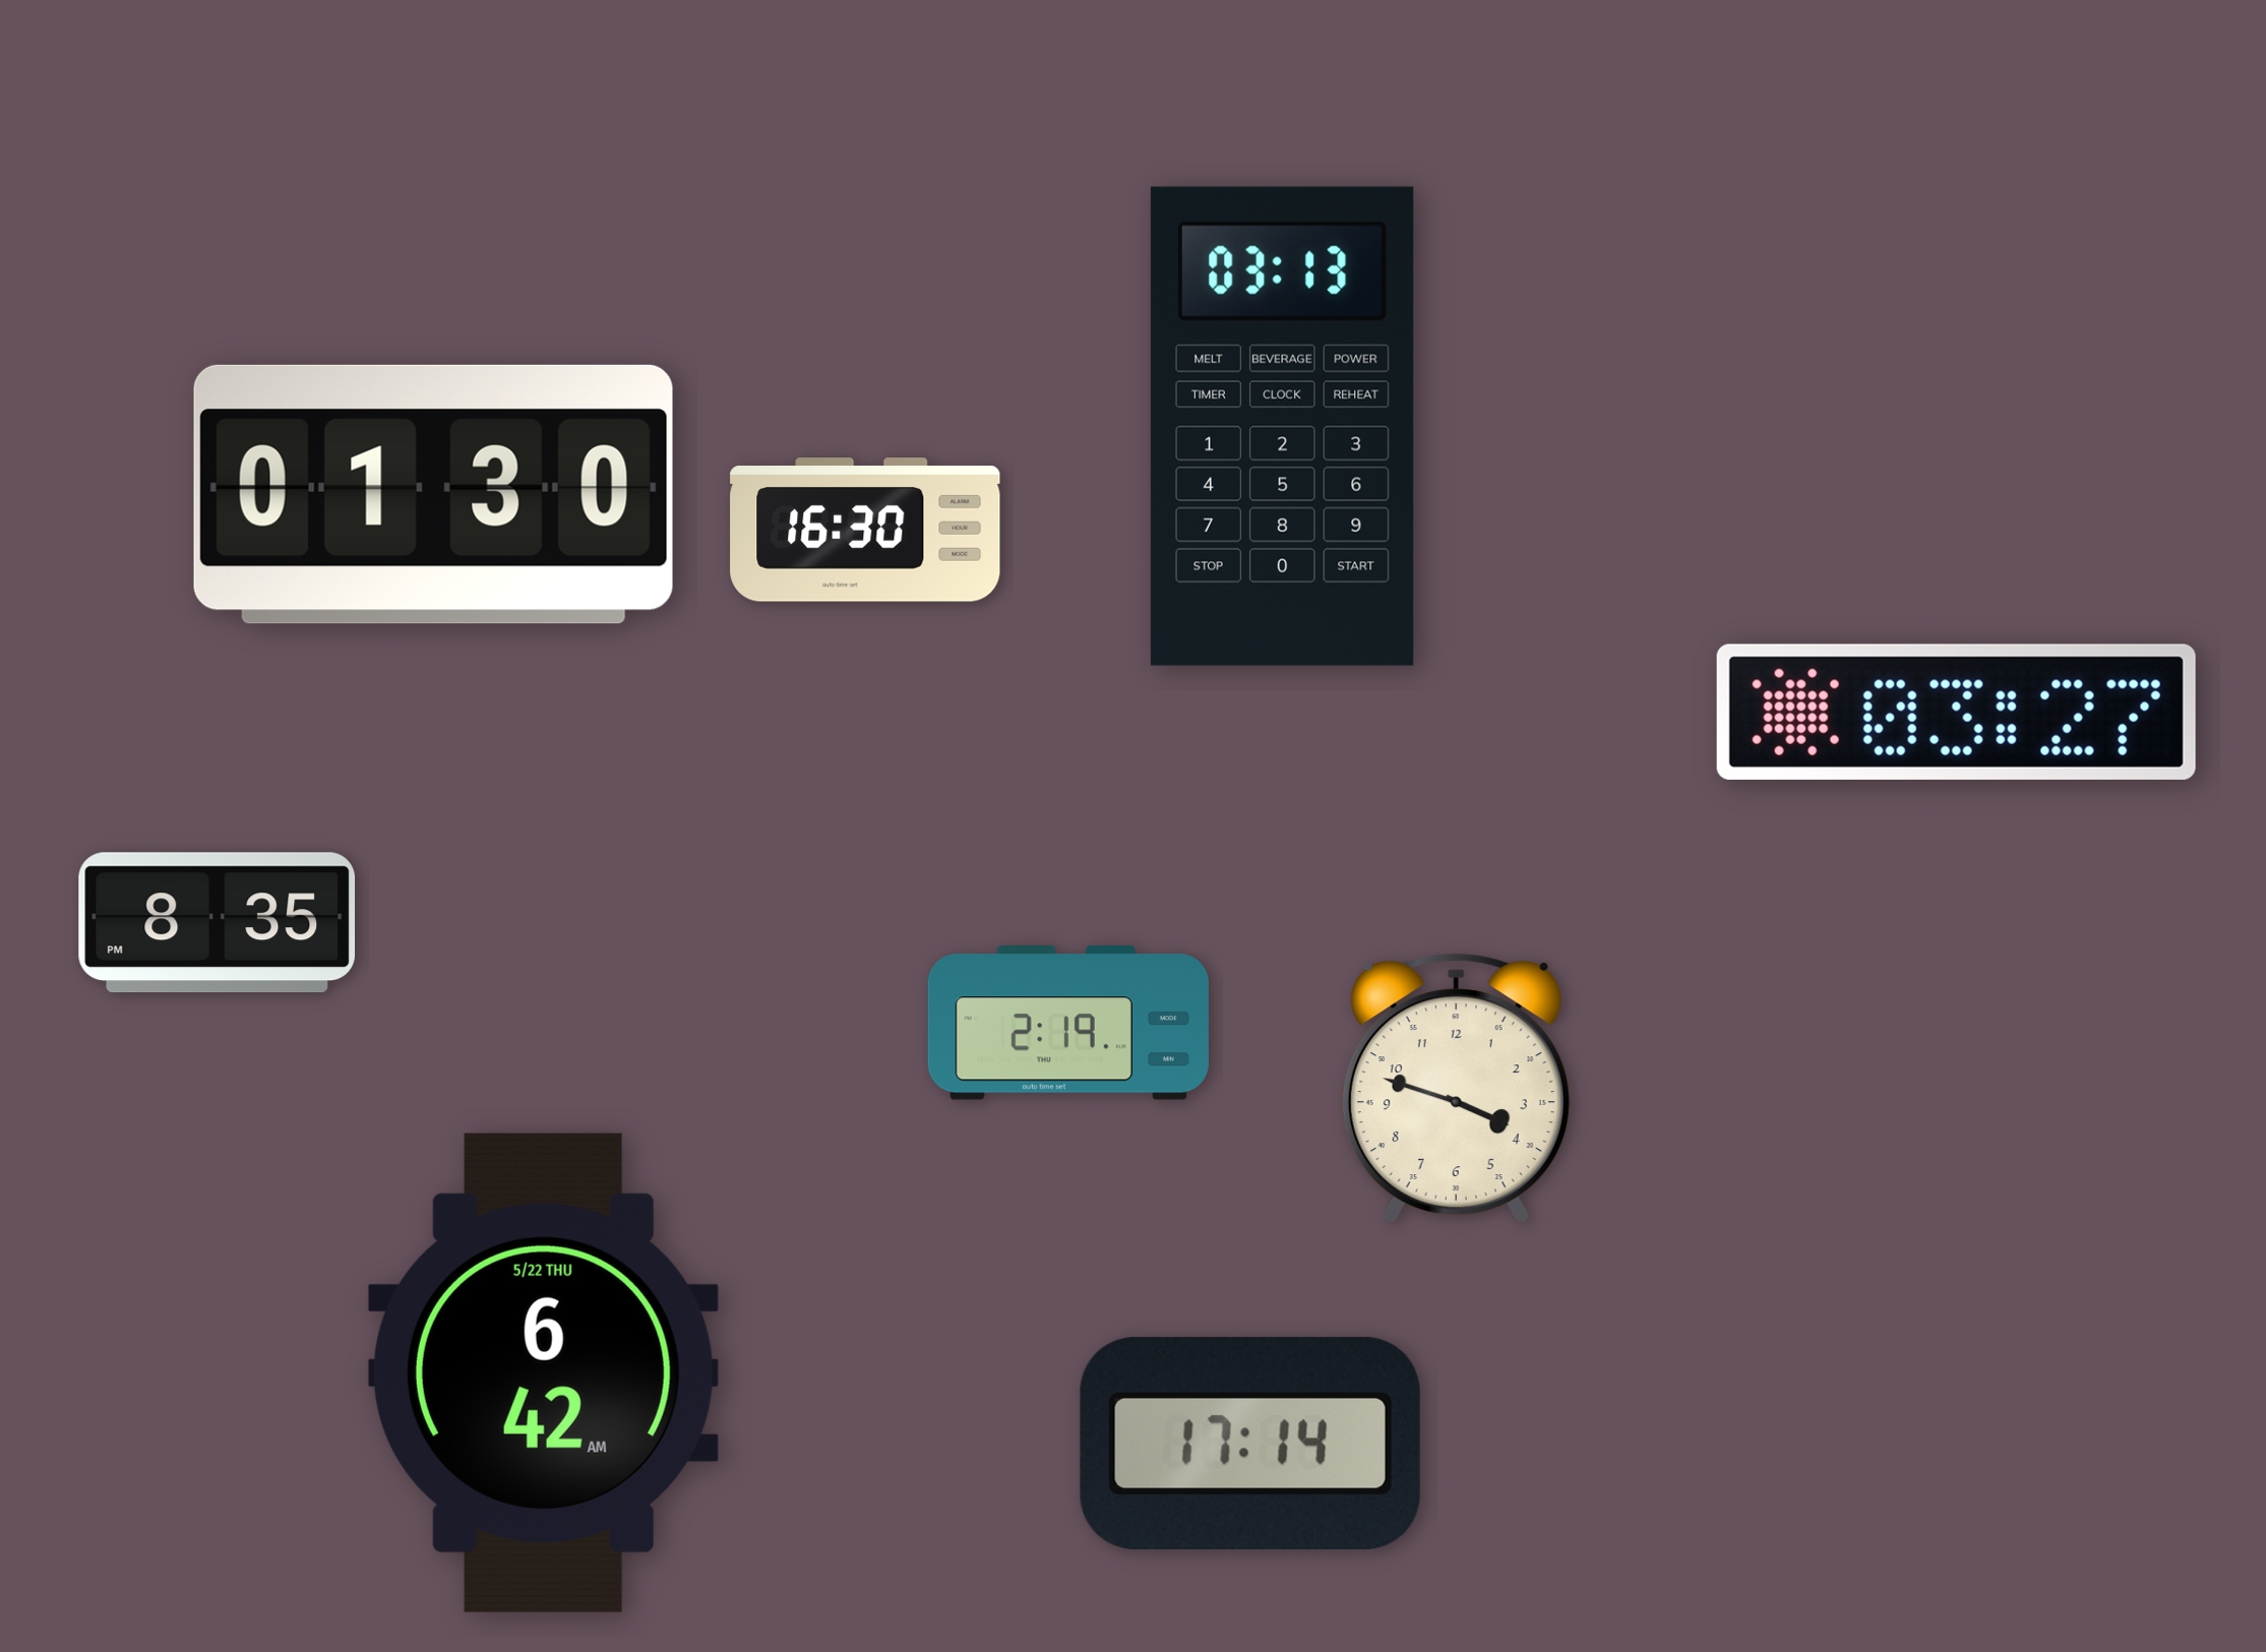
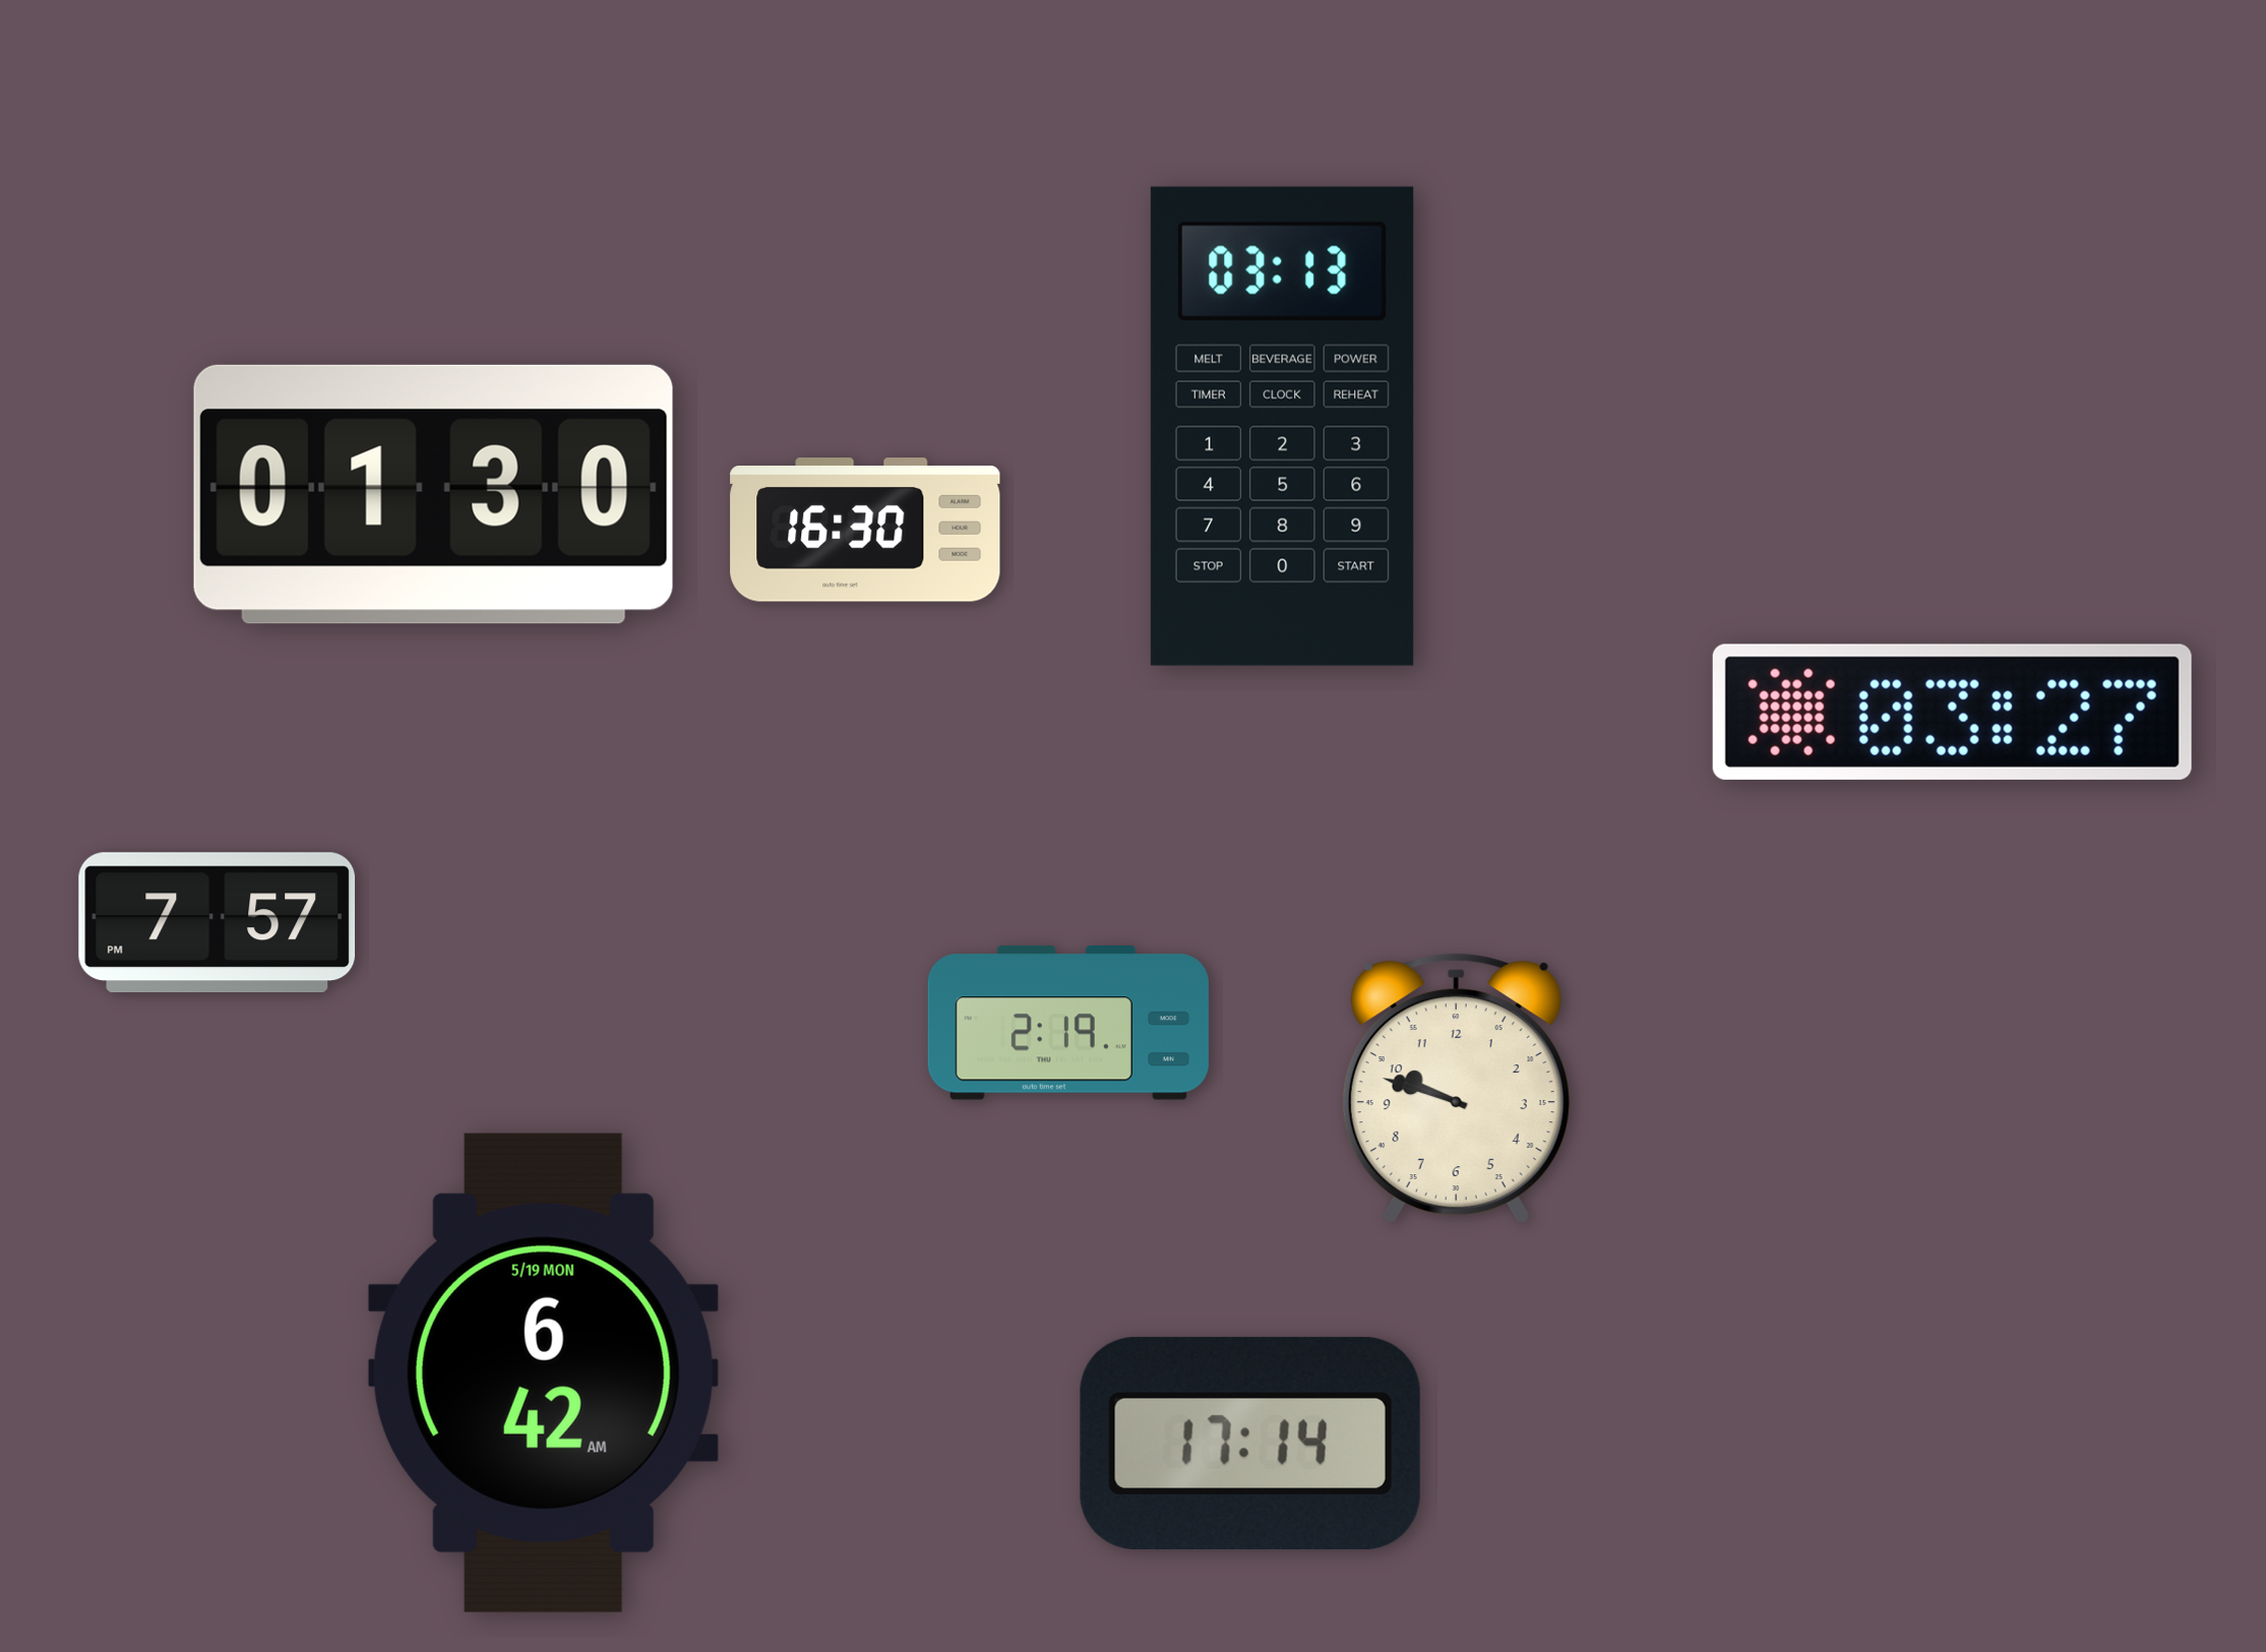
clock at (1956, 712) position: (1956, 712) -> (1952, 712)
clock at (218, 923): 8:35 -> 7:57
clock at (1456, 1089): 3:48 -> 9:48
clock at (543, 1372) date: 5/22 THU -> 5/19 MON
